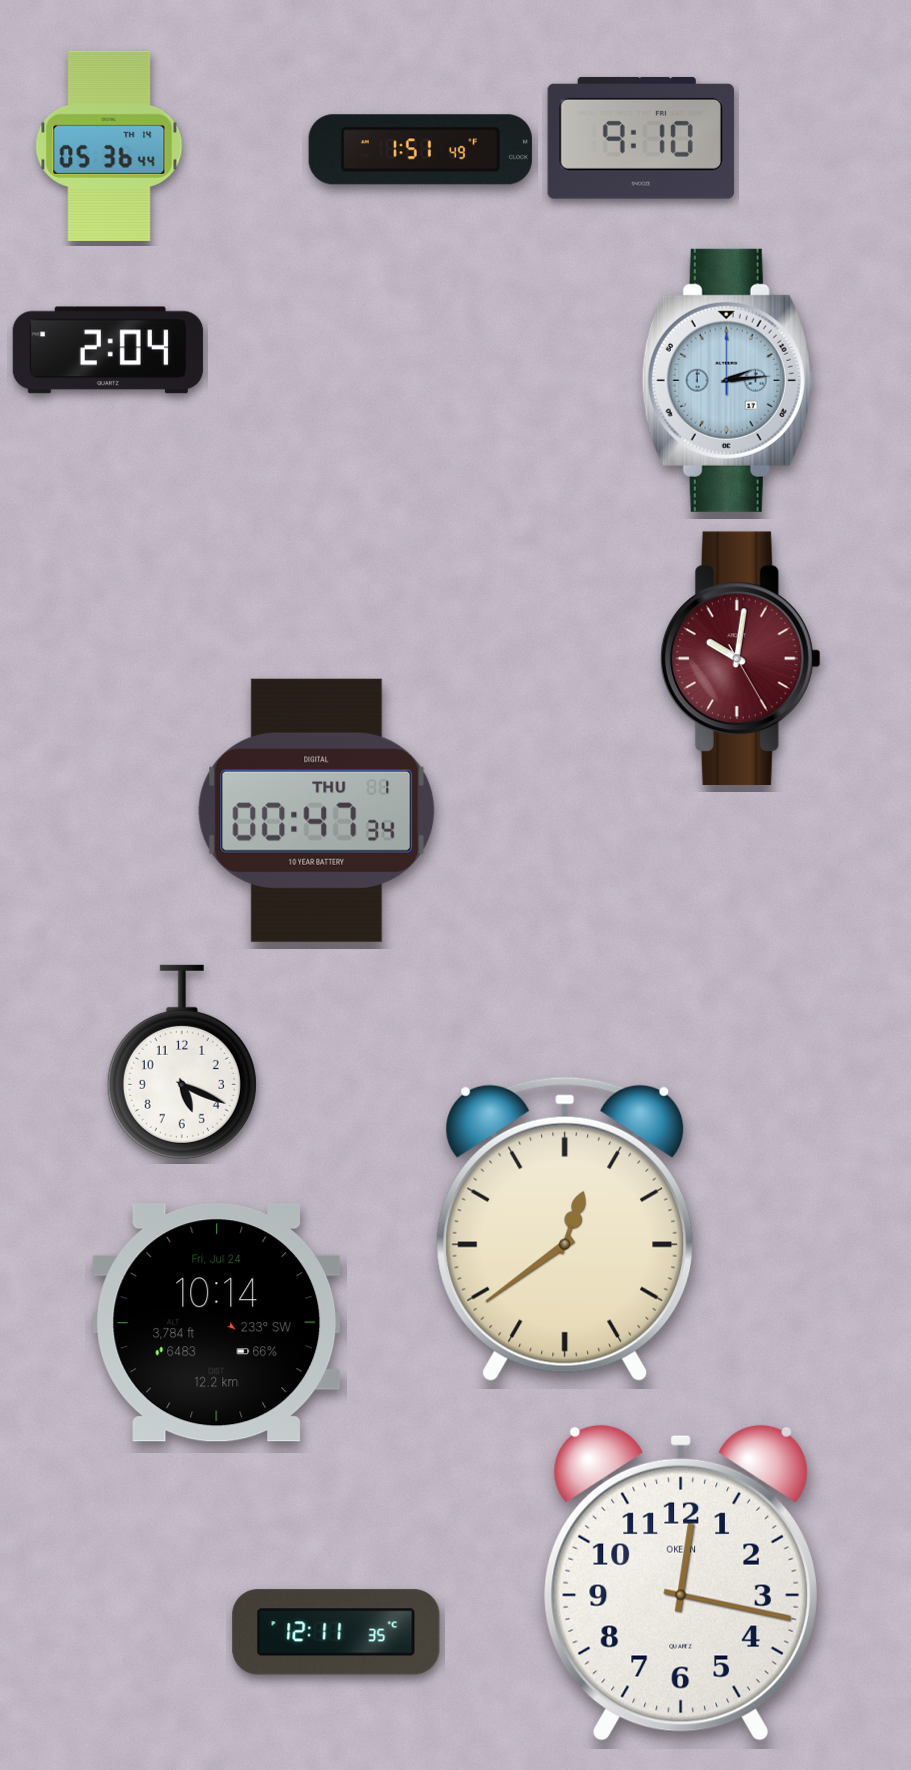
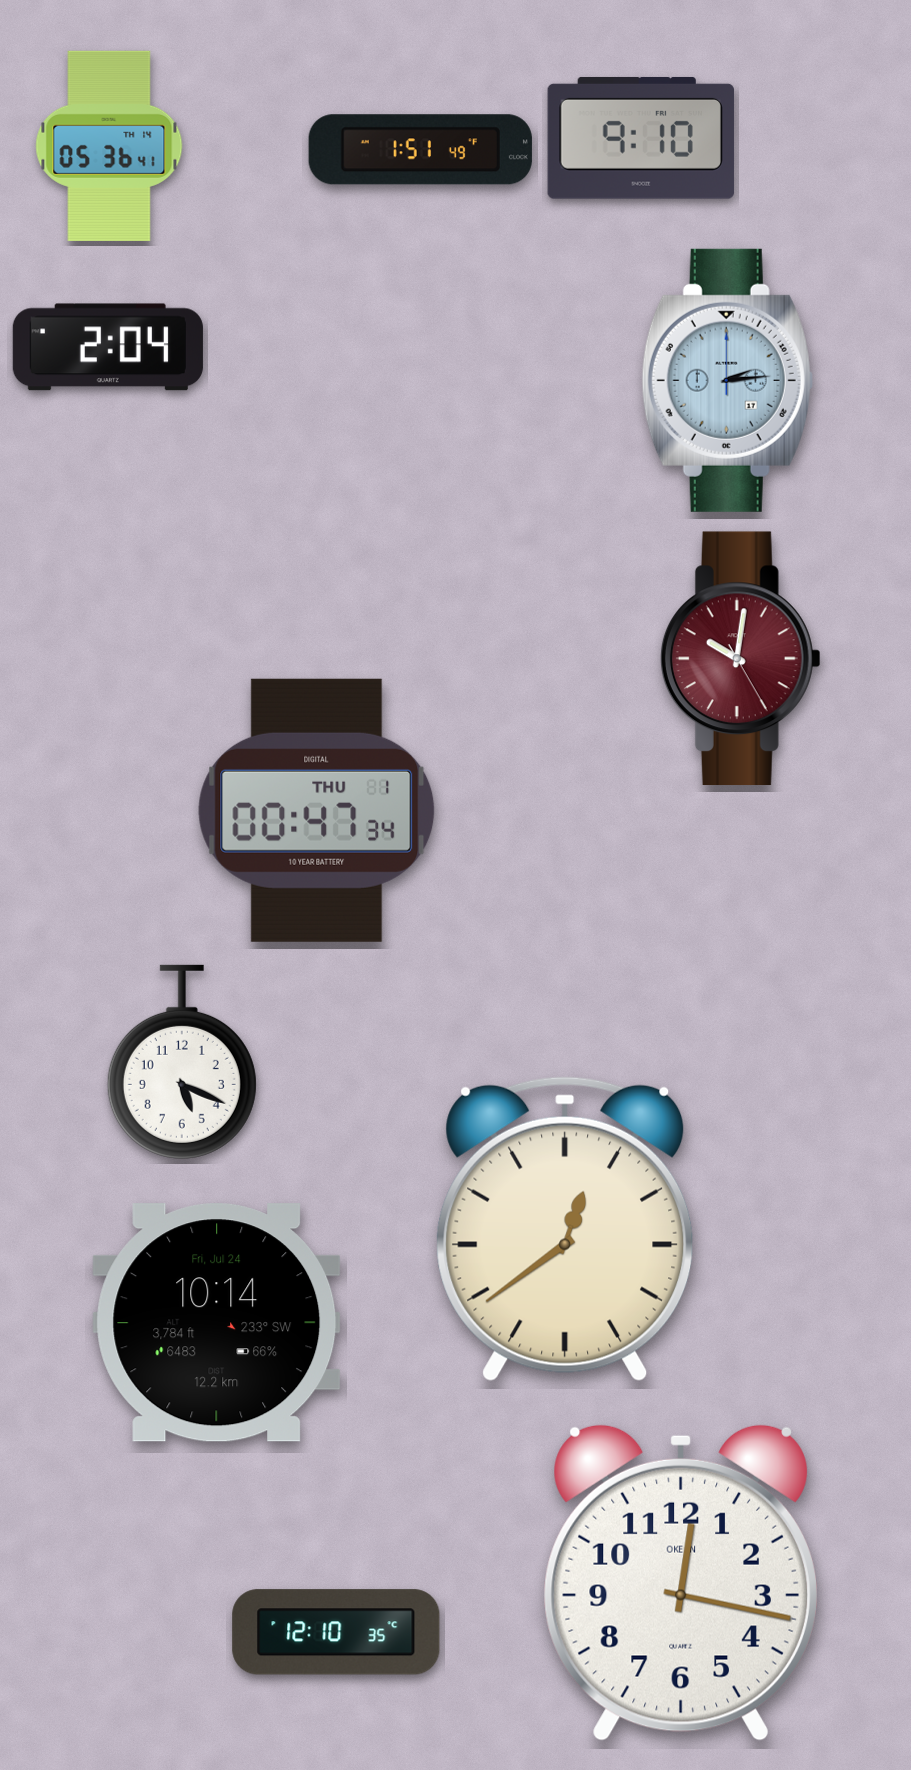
clock at (109, 146): 05:36:44 -> 05:36:41
clock at (108, 350) position: (108, 350) -> (108, 347)
clock at (336, 1632): 12:11 -> 12:10
